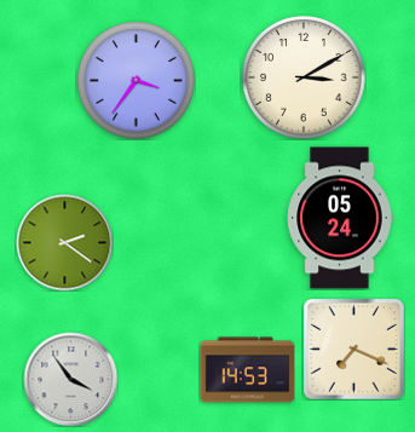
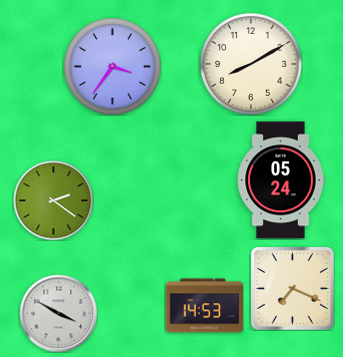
clock at (304, 77): 3:10 -> 8:10
clock at (70, 379): 3:54 -> 3:50
